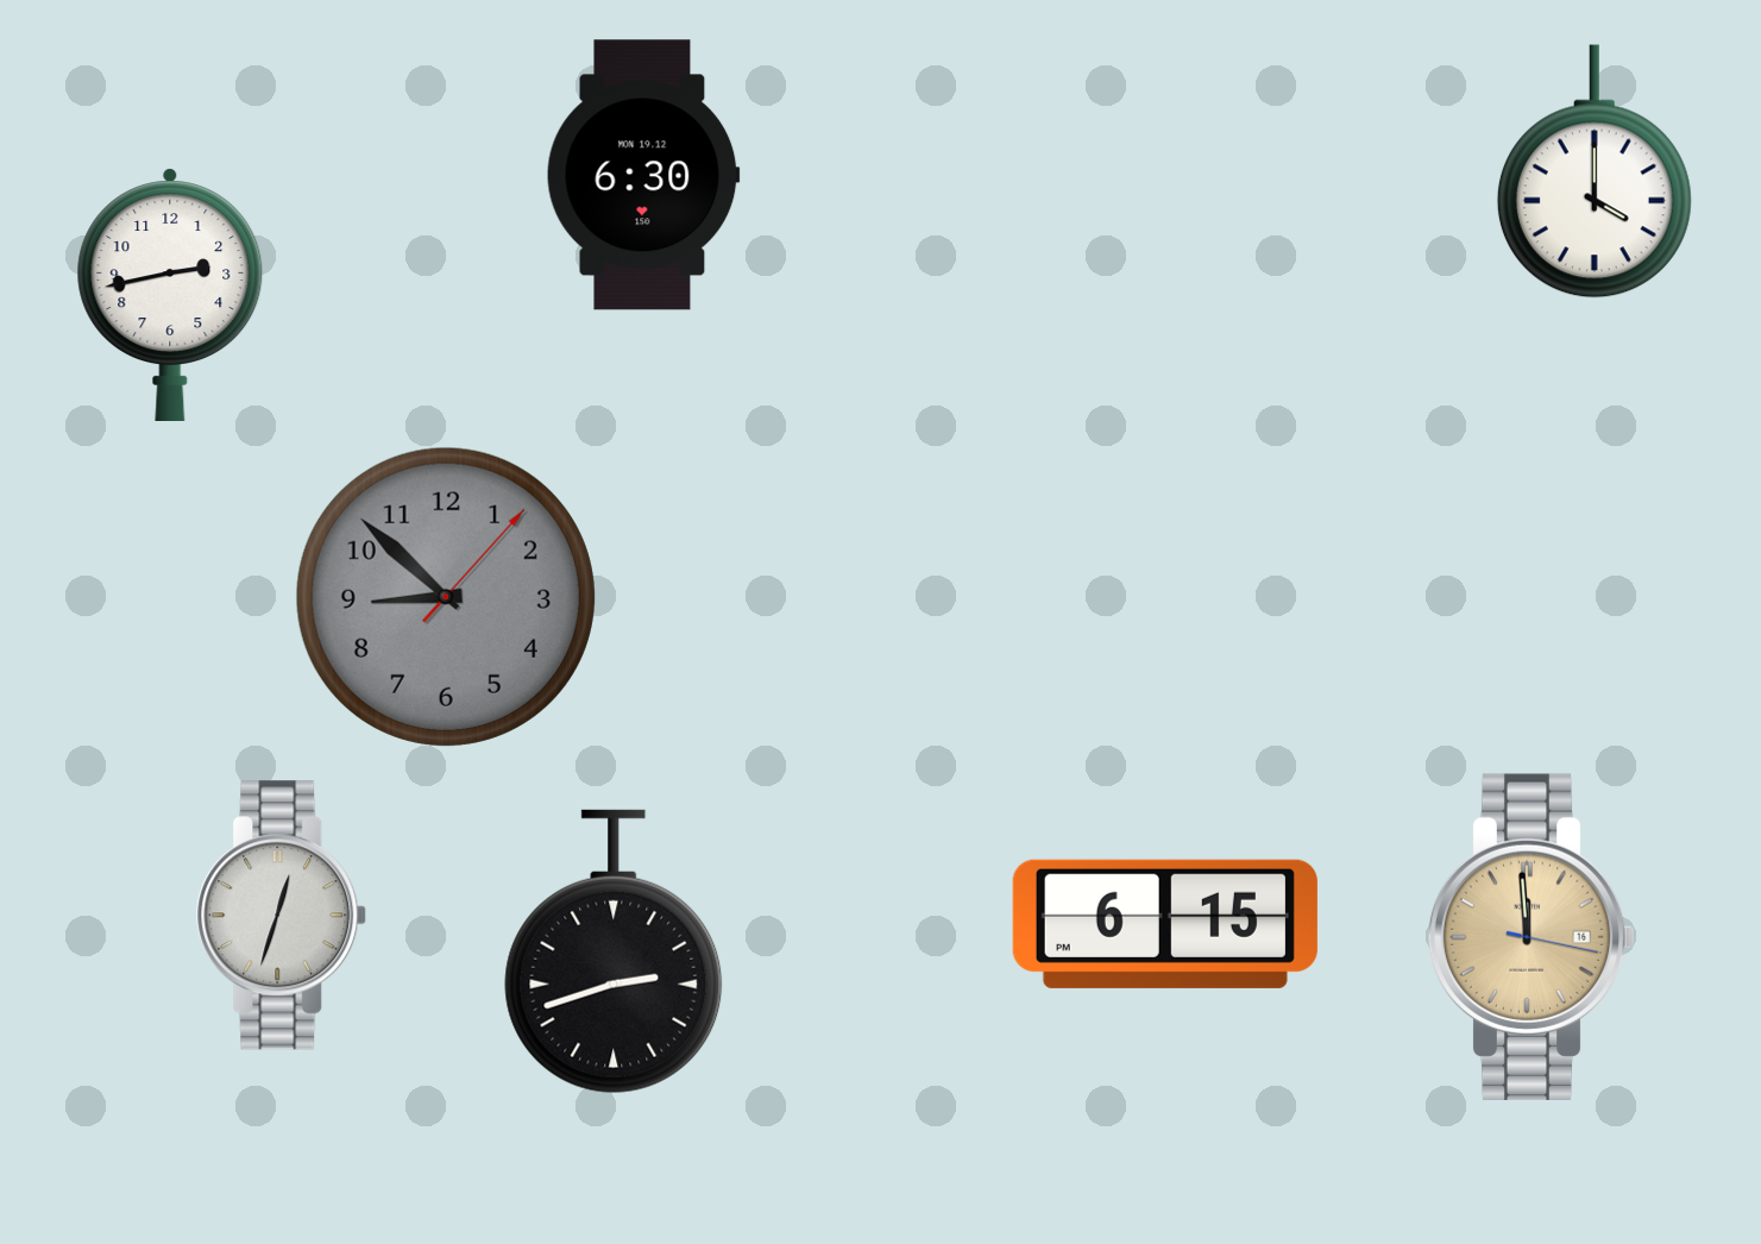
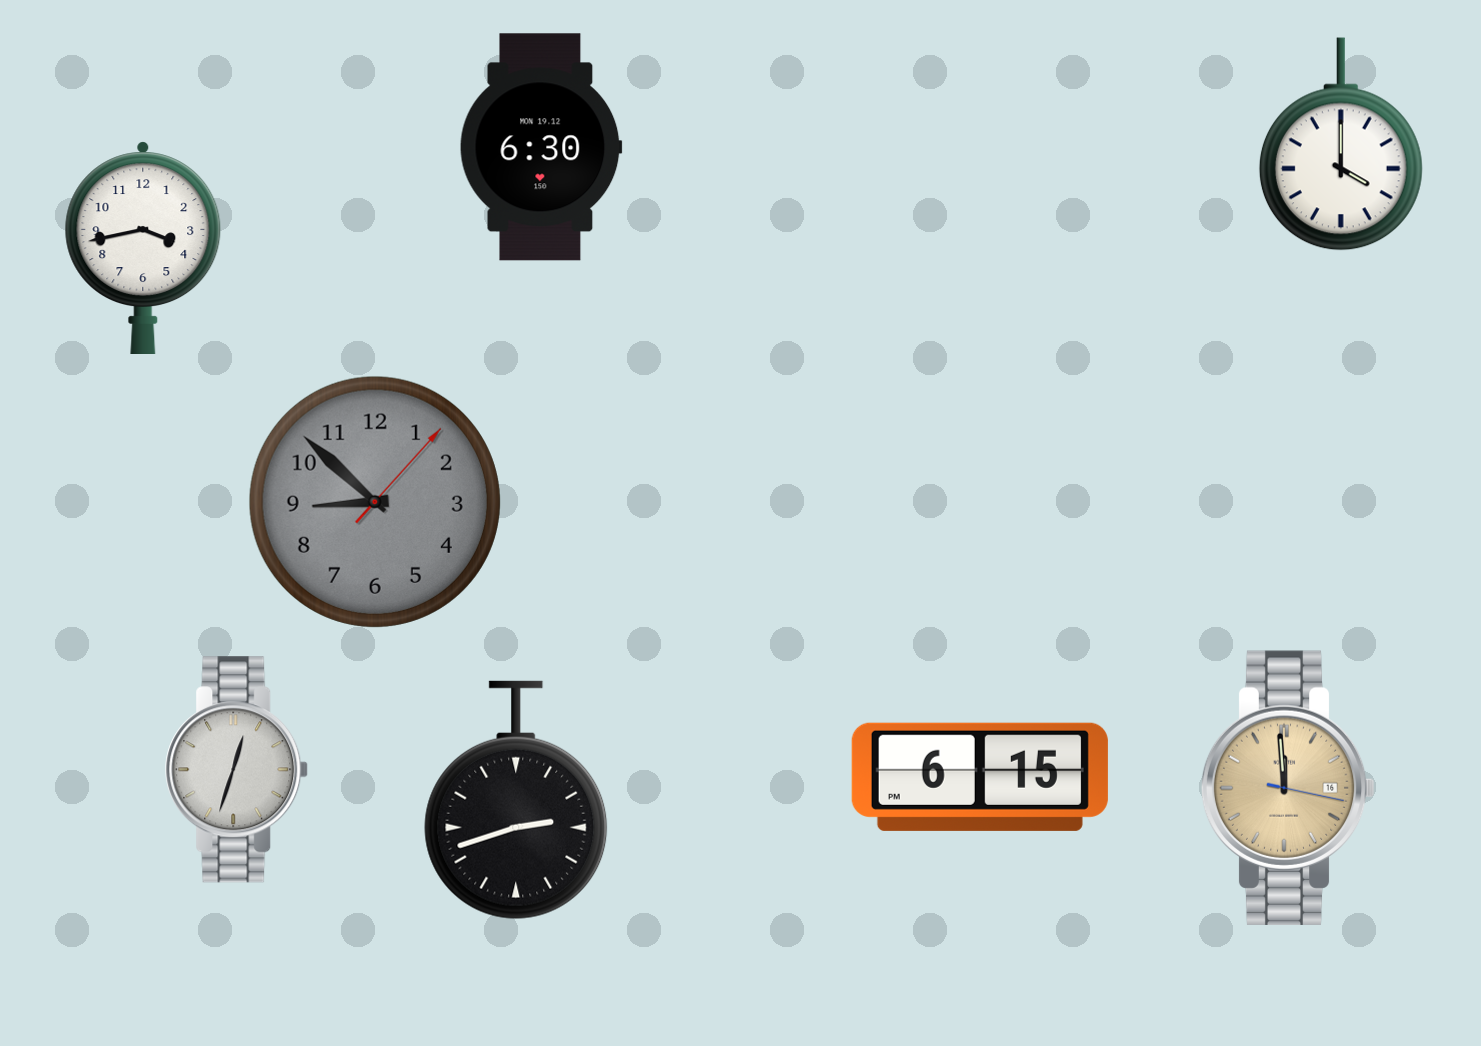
clock at (170, 294): 2:43 -> 3:43
